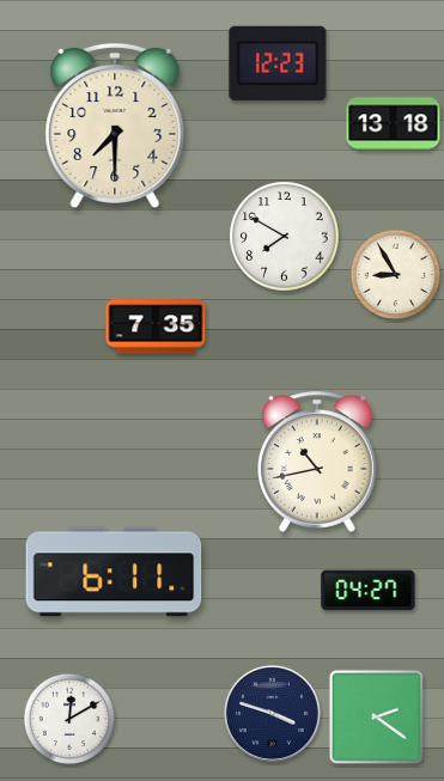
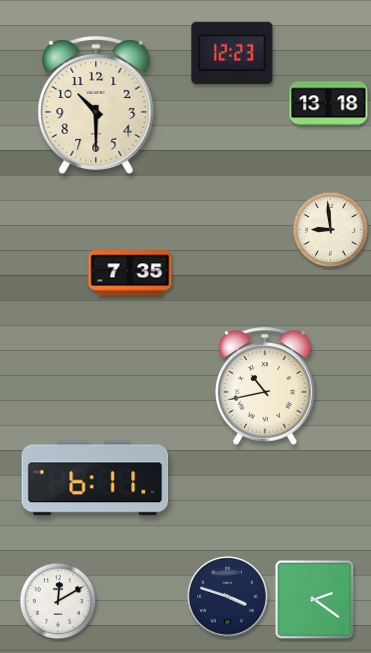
clock at (115, 126): 7:30 -> 10:30
clock at (285, 237): 7:50 -> none
clock at (396, 275): 8:55 -> 8:59
clock at (369, 591): 04:27 -> none
